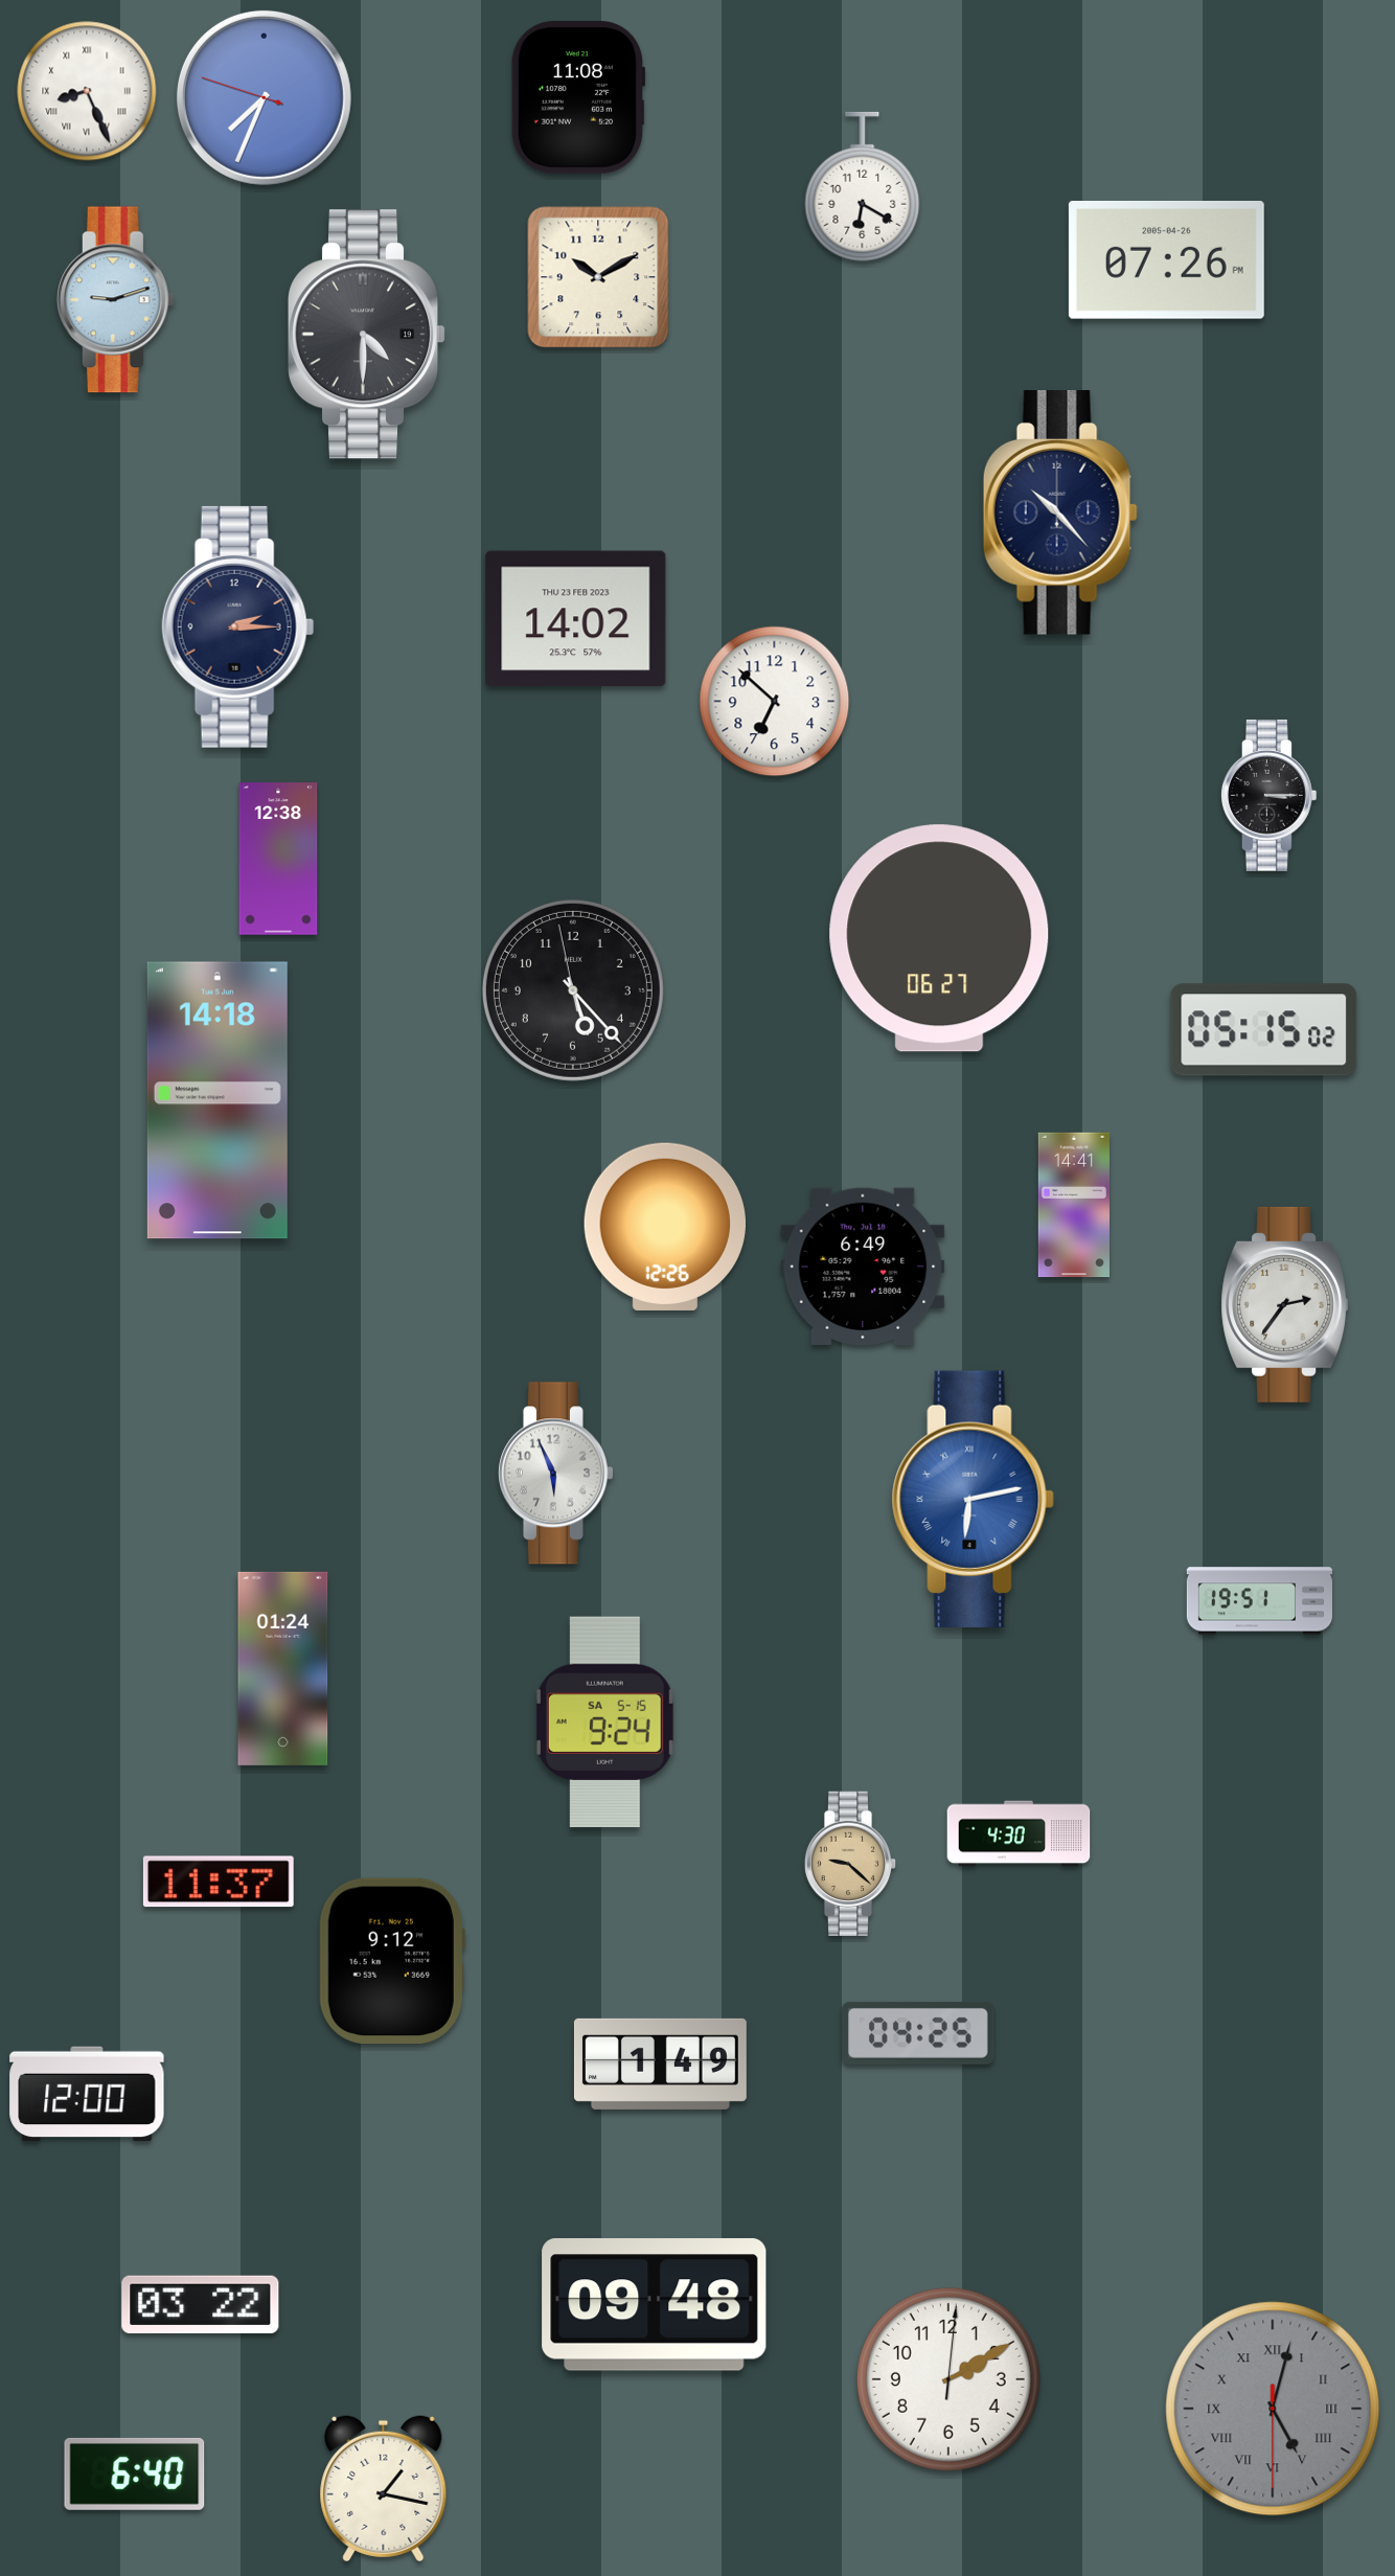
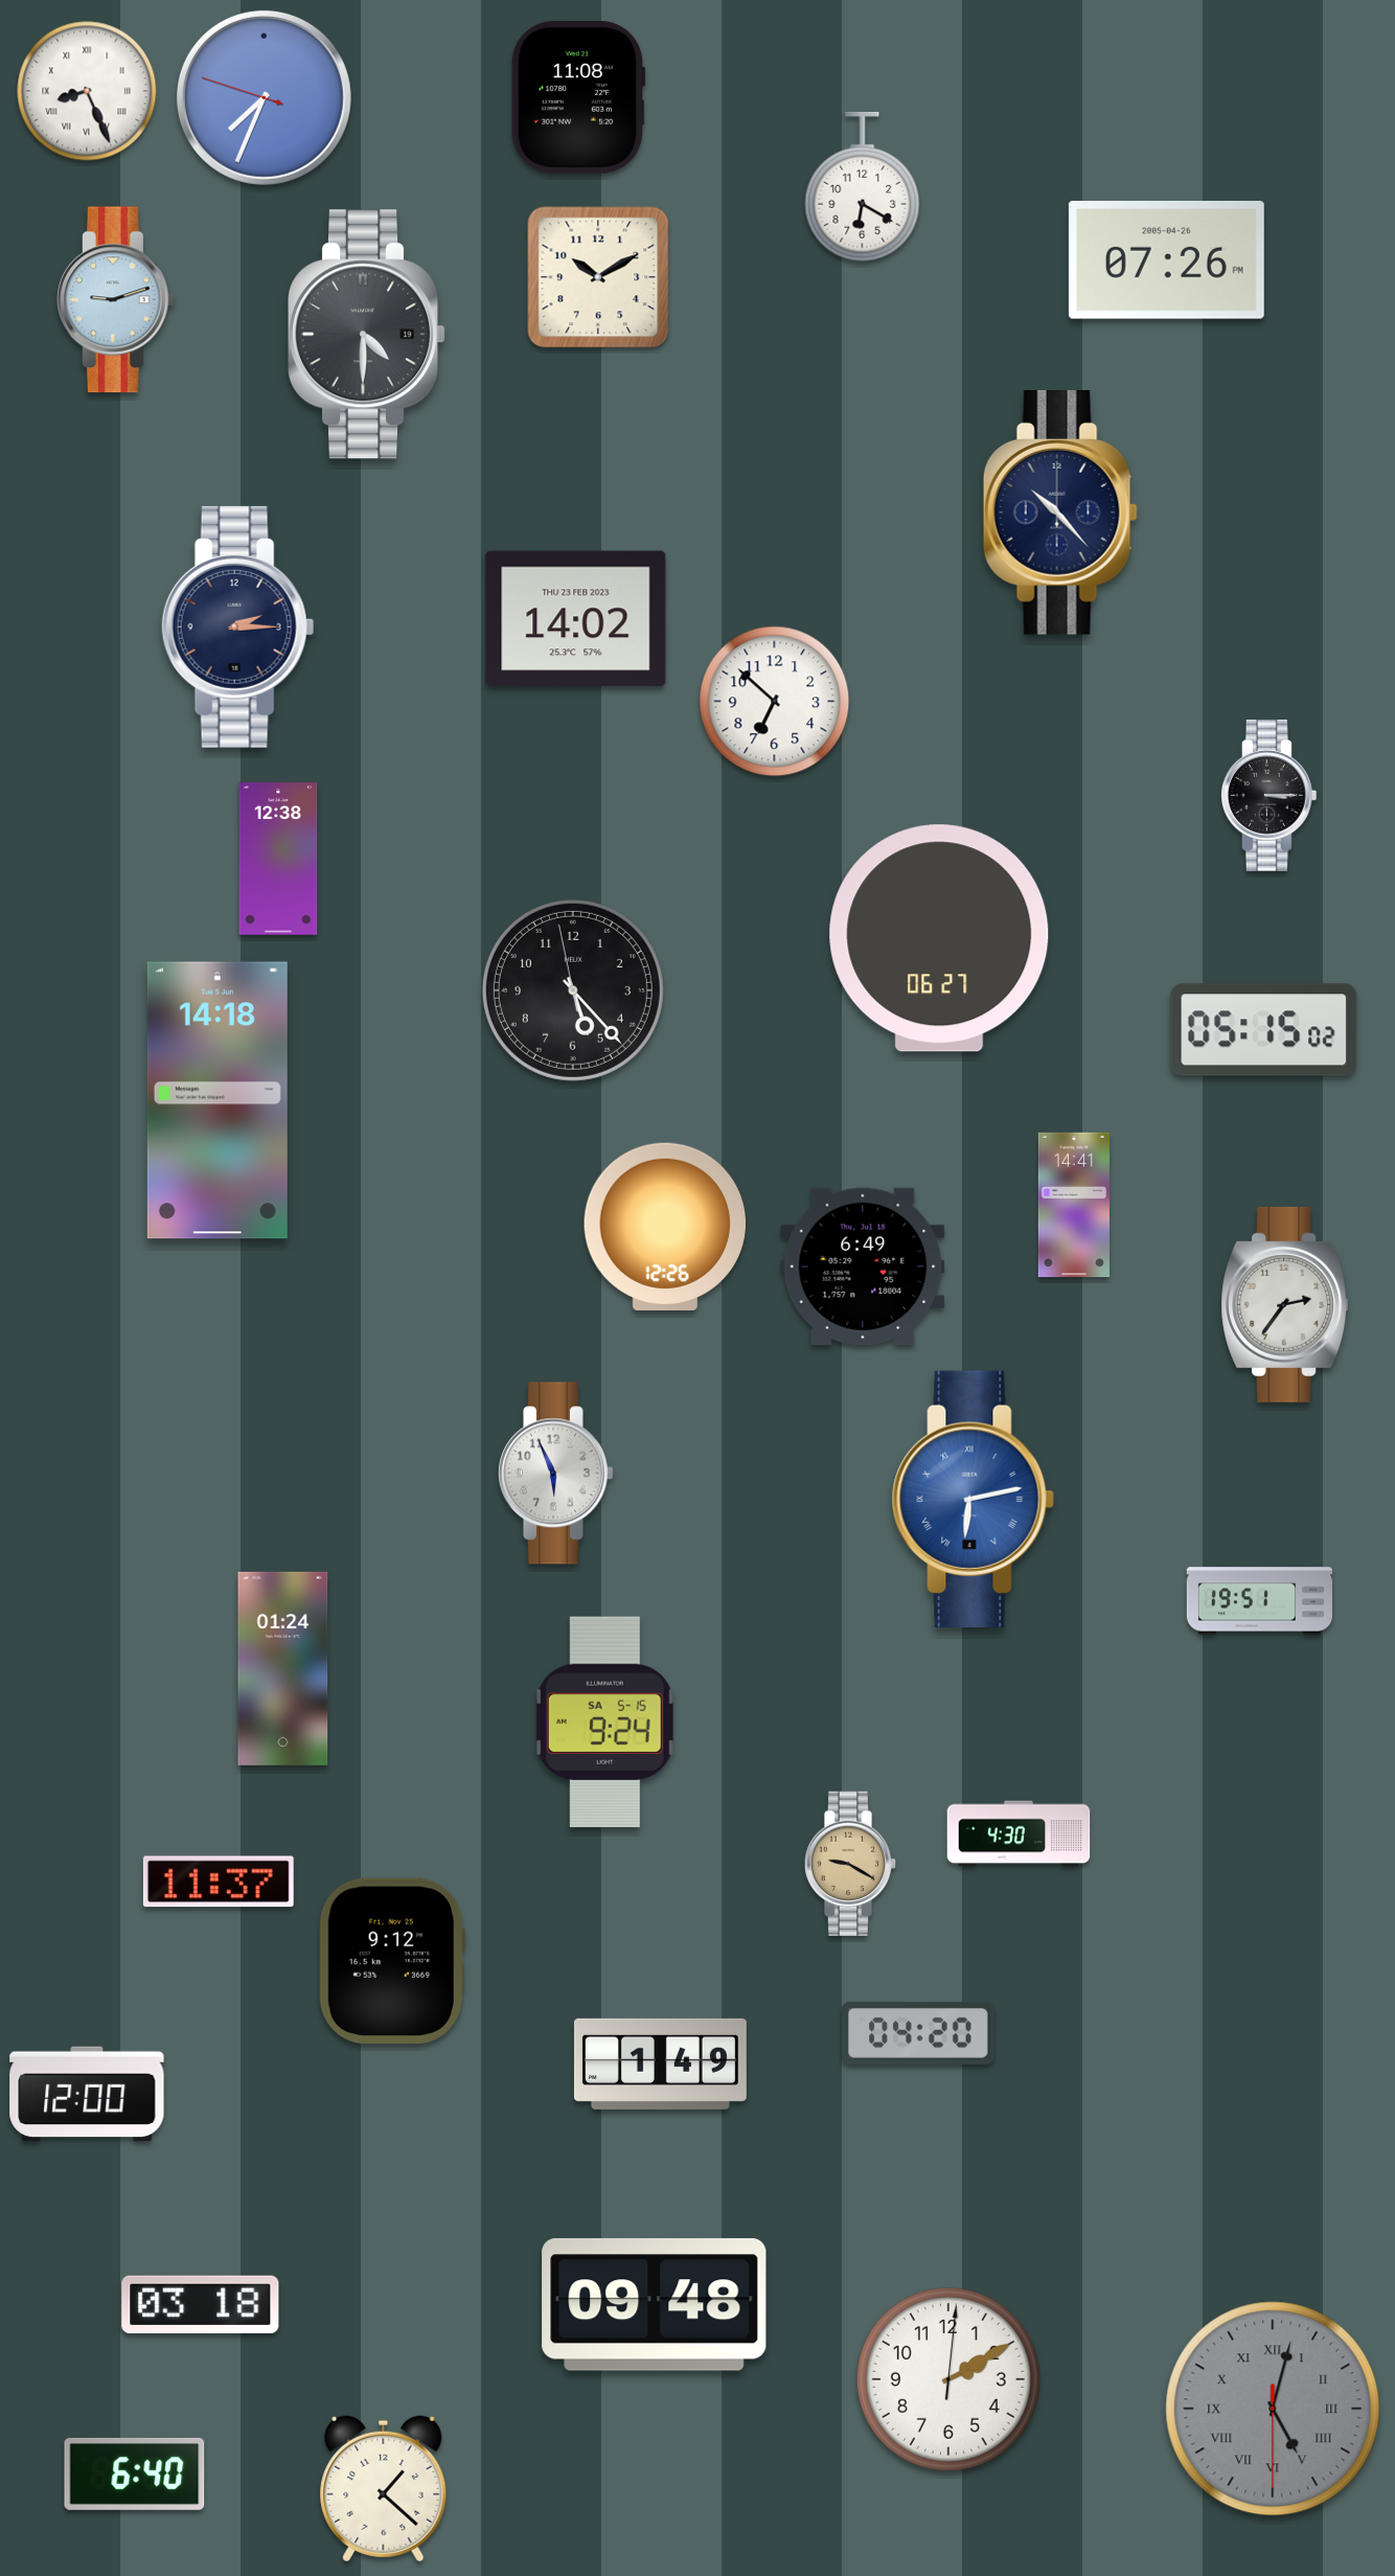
clock at (850, 1863): 9:22 -> 9:20
clock at (918, 2033): 04:25 -> 04:20
clock at (201, 2304): 03:22 -> 03:18
clock at (384, 2489): 1:17 -> 1:22
